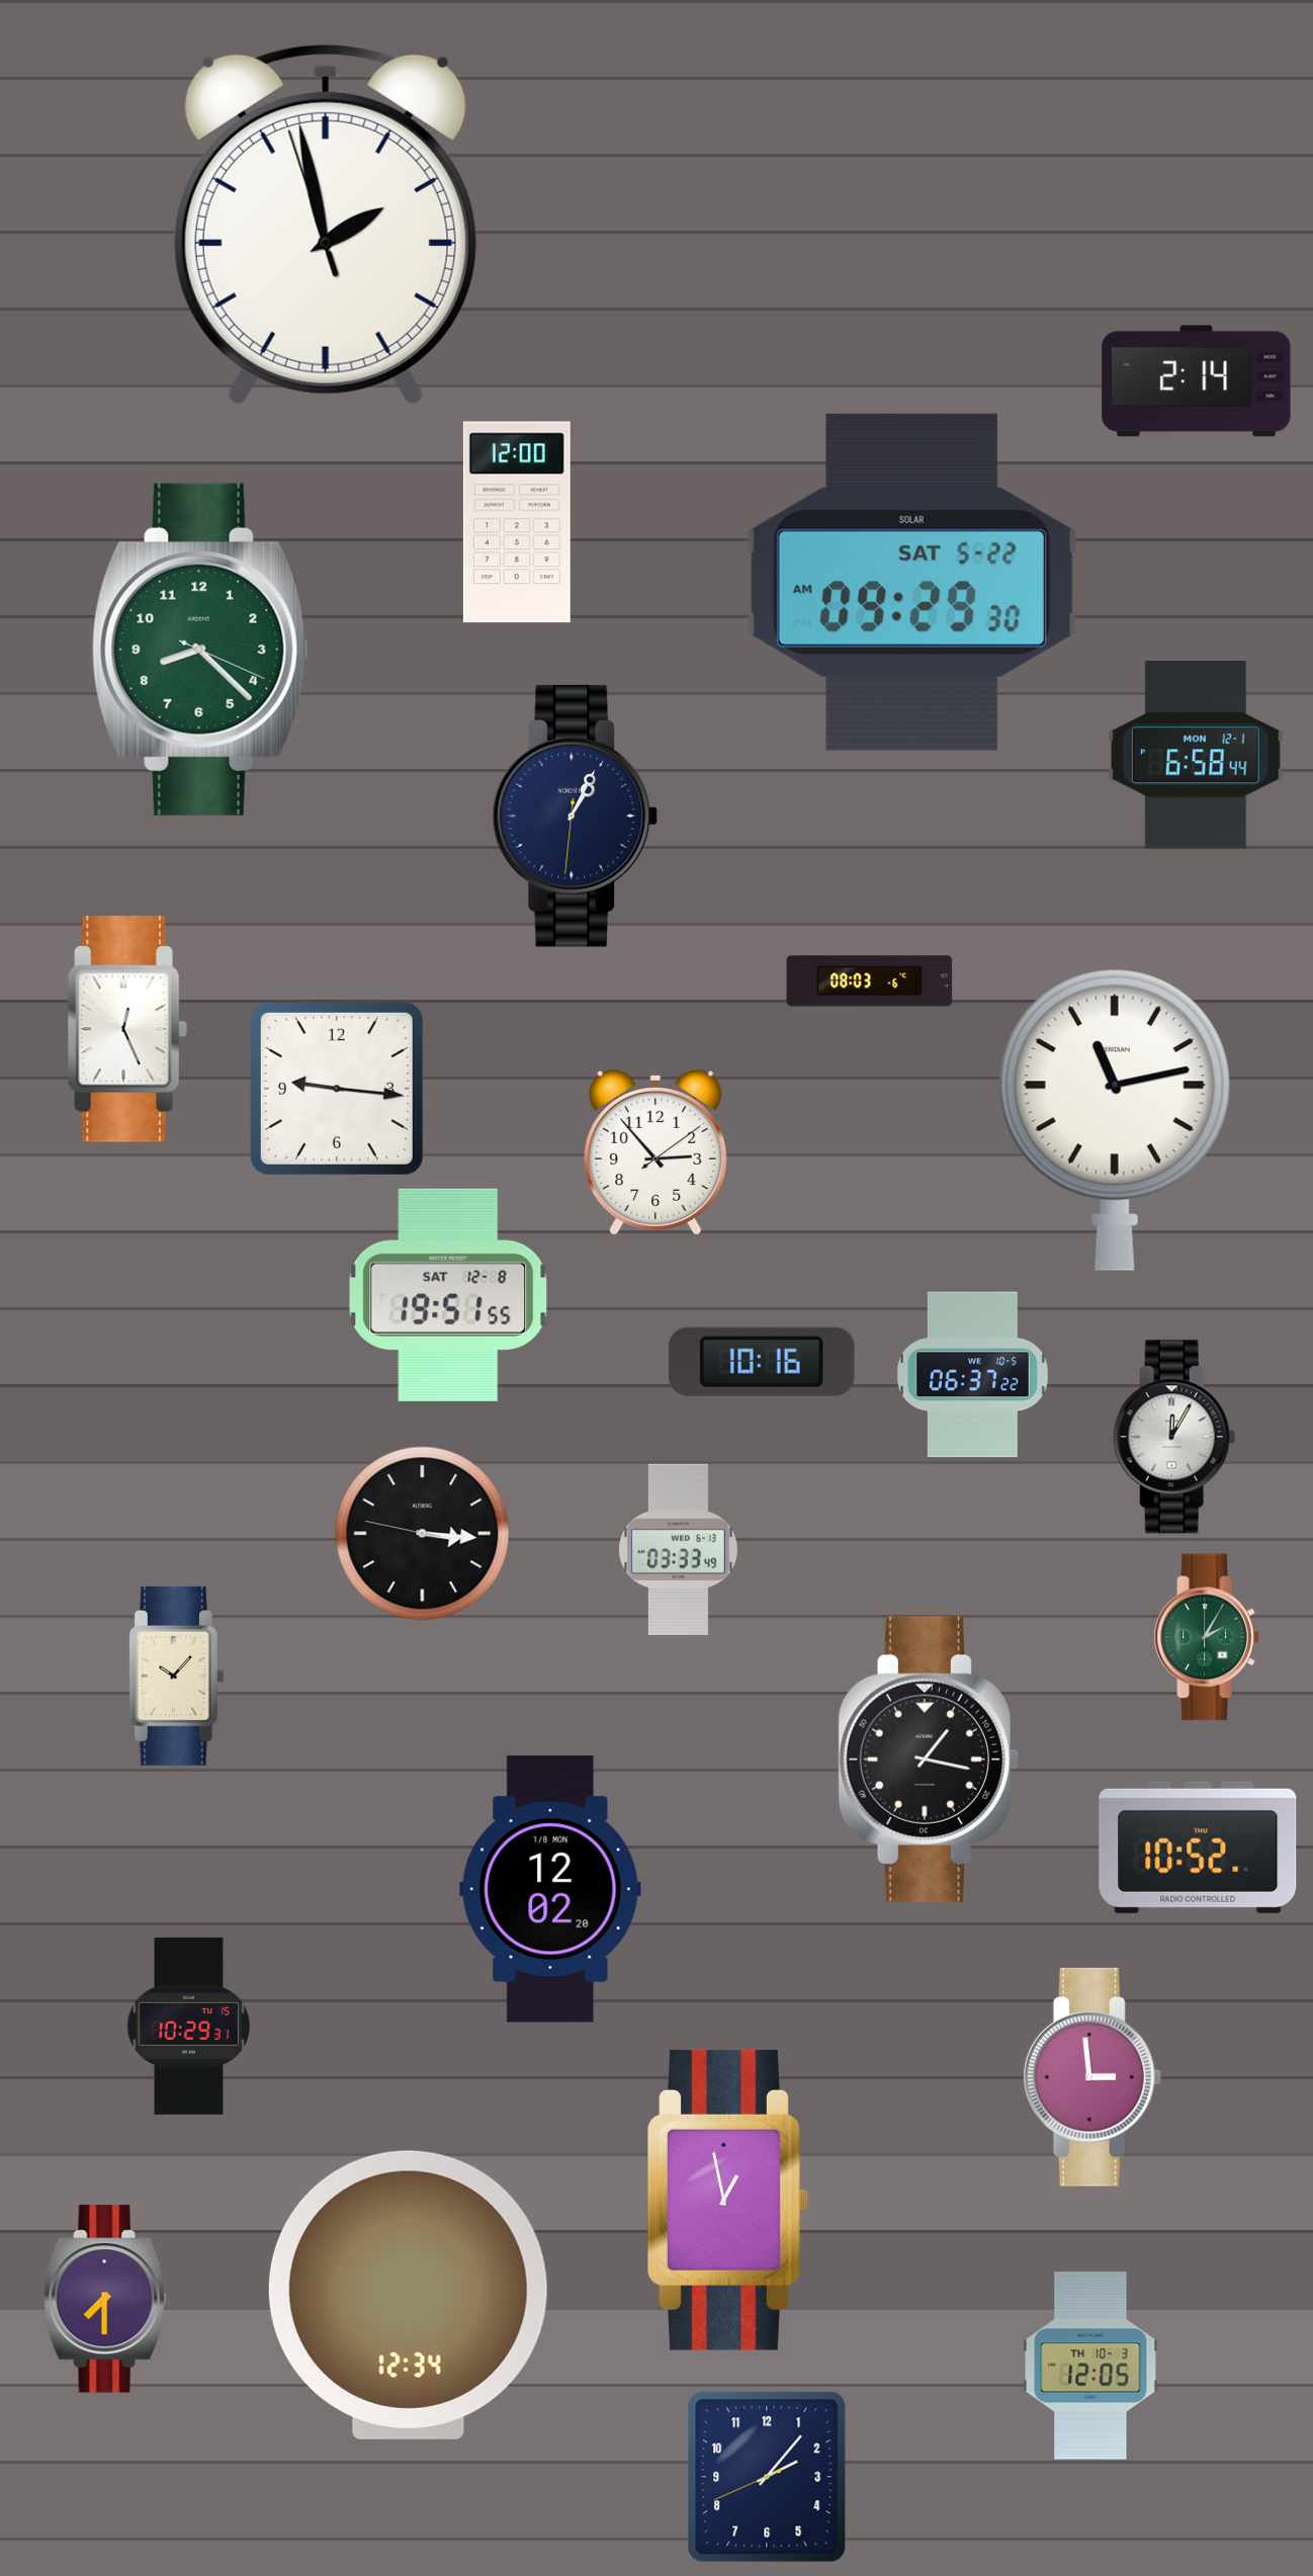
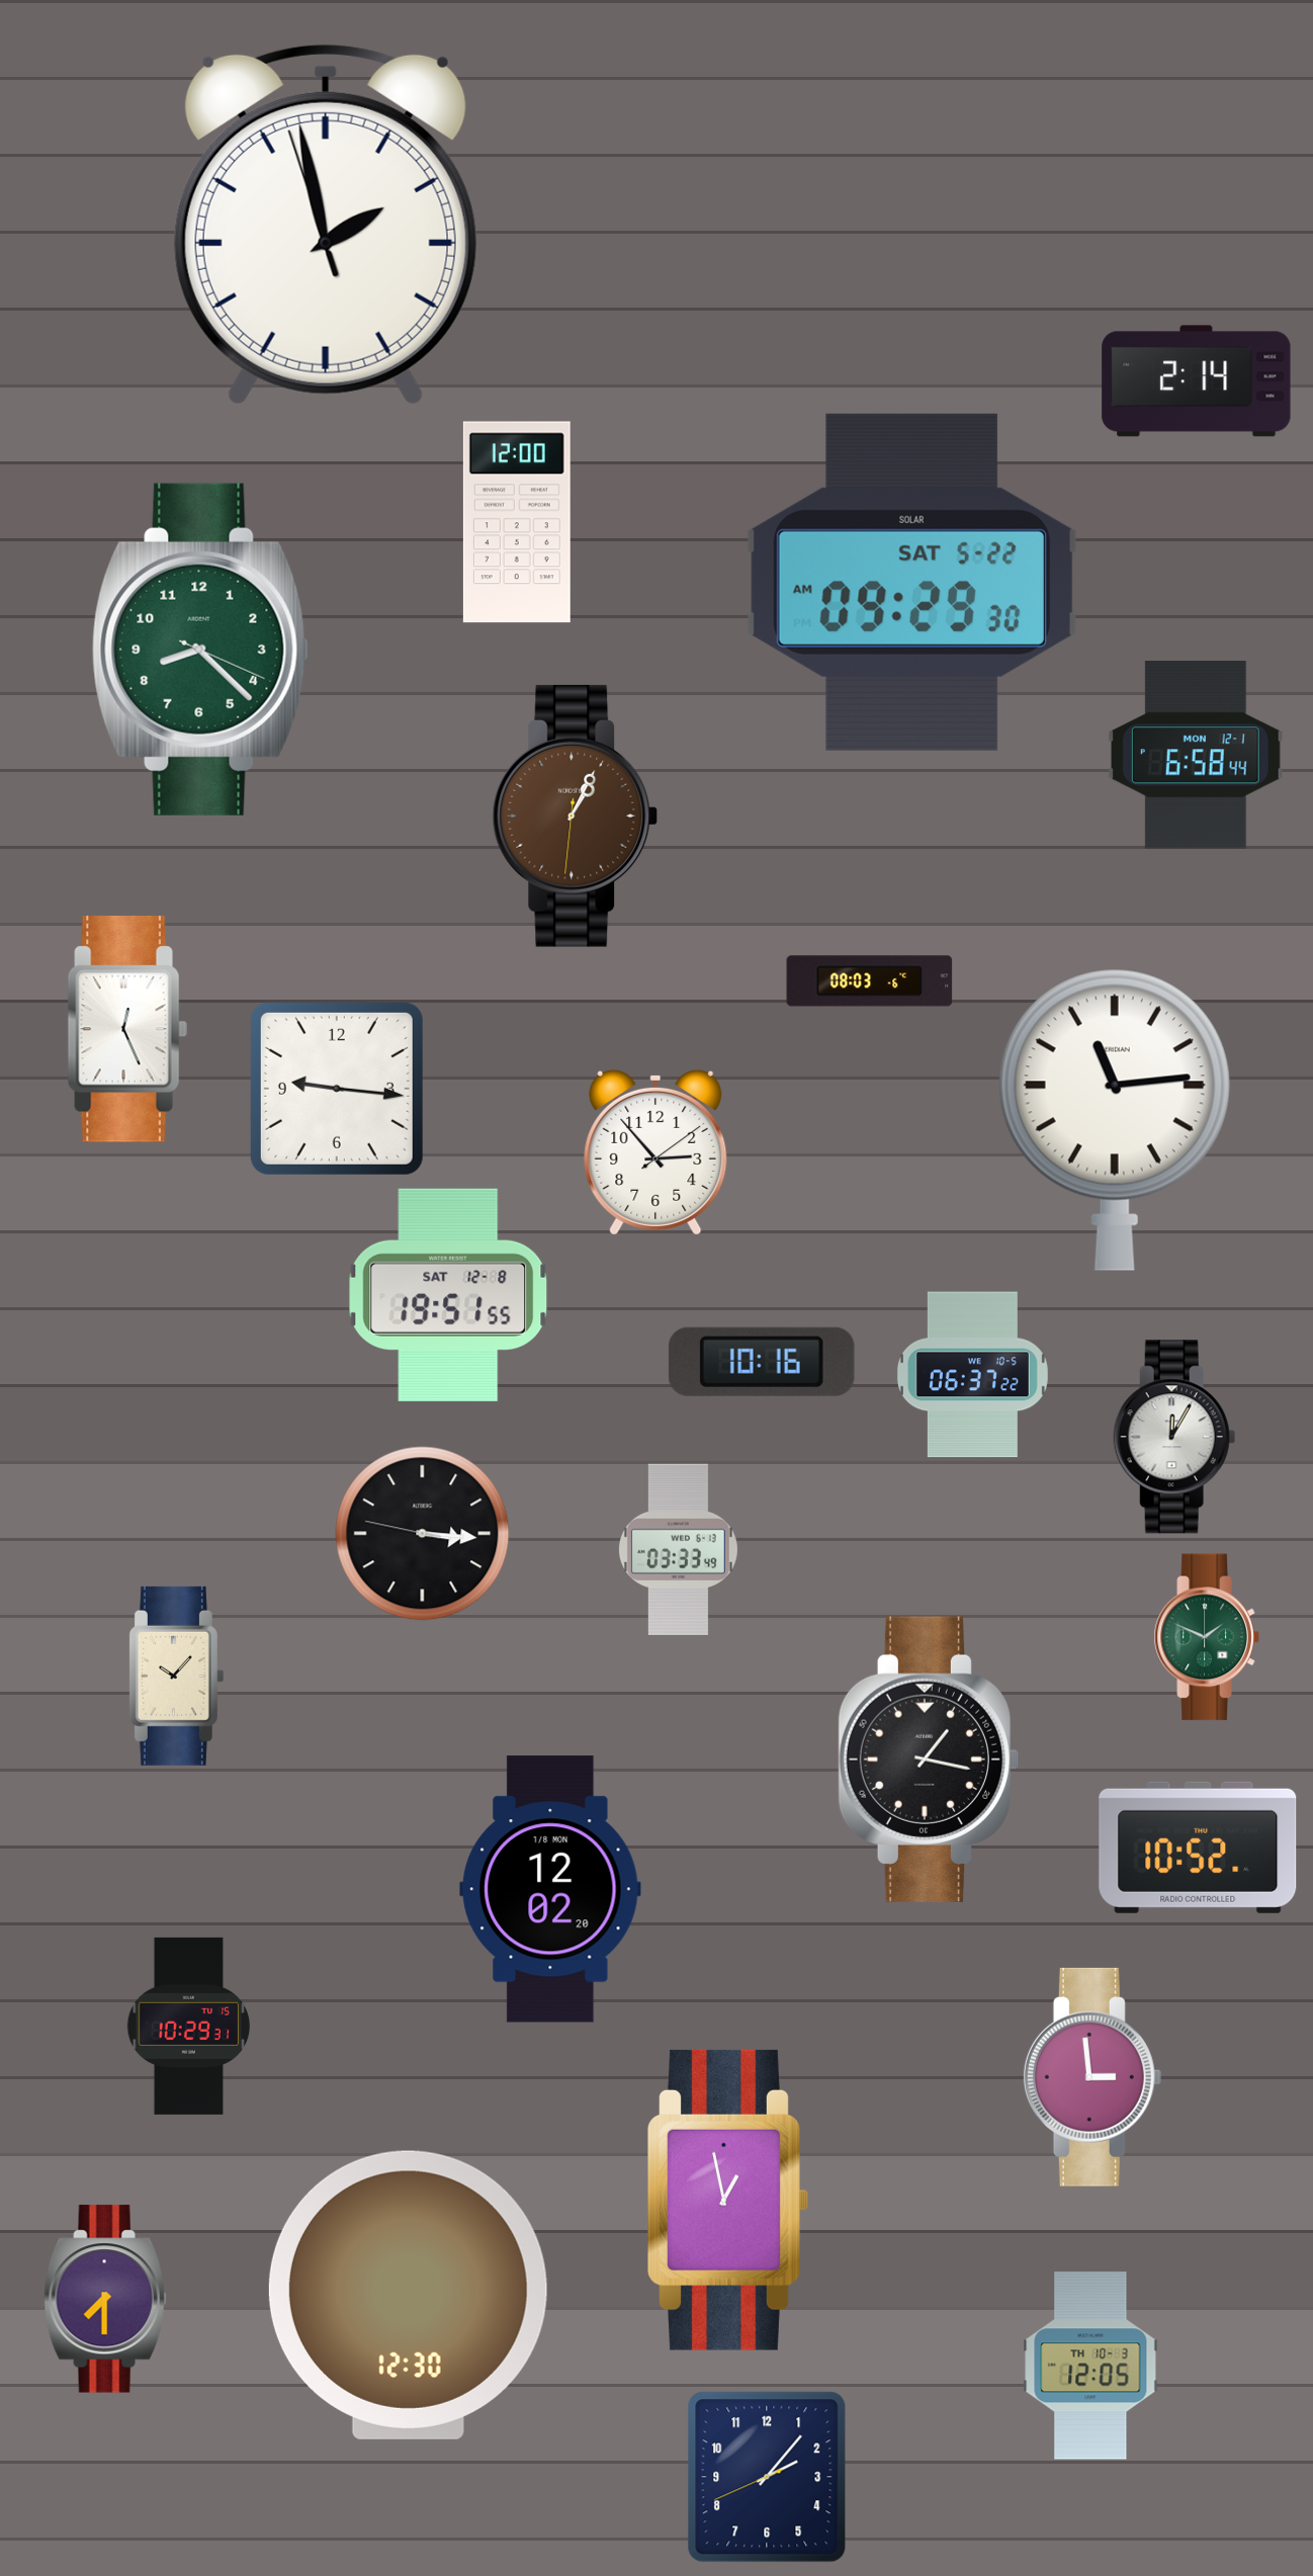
clock at (576, 815) dial: navy -> brown
clock at (1115, 1120): 11:13 -> 11:14
clock at (1207, 1637): 2:05 -> 1:49
clock at (408, 2295): 12:34 -> 12:30
